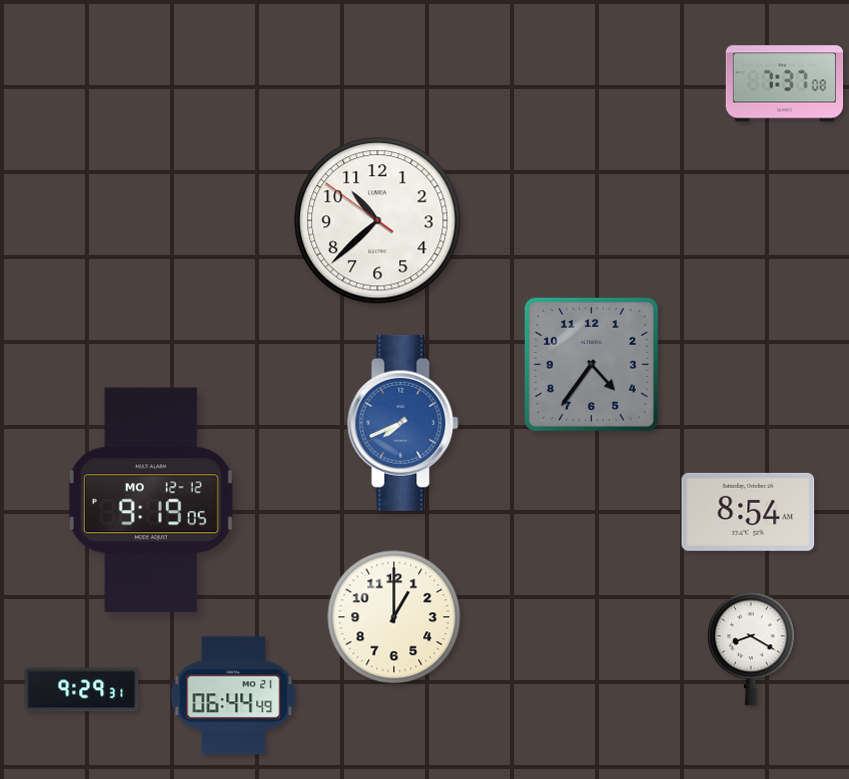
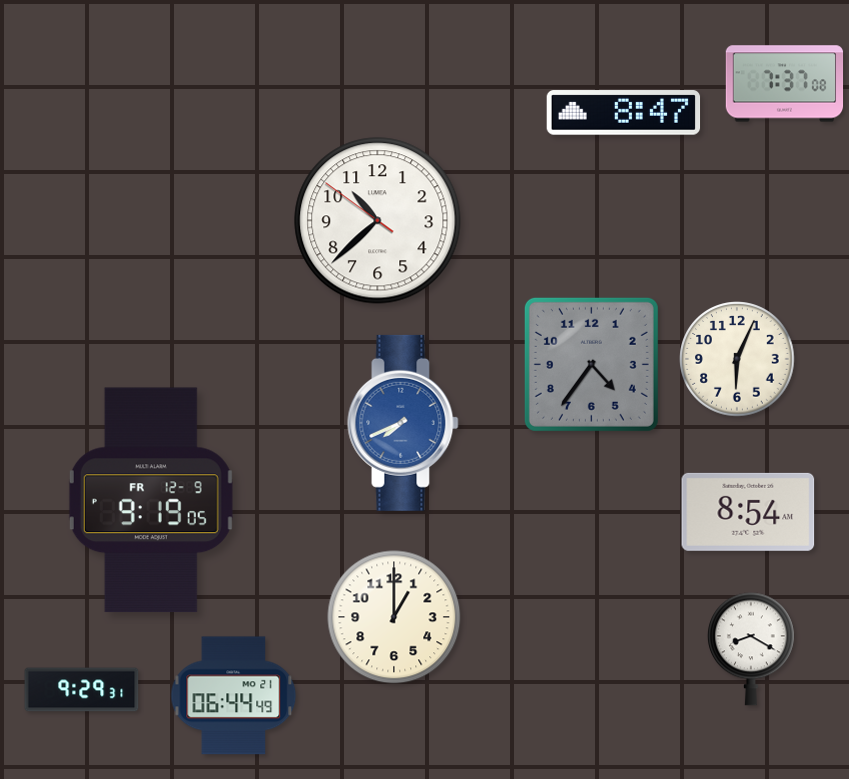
clock at (624, 113): none -> 8:47
clock at (737, 359): none -> 6:04
clock at (151, 500) date: MO 12-12 -> FR 12-9
